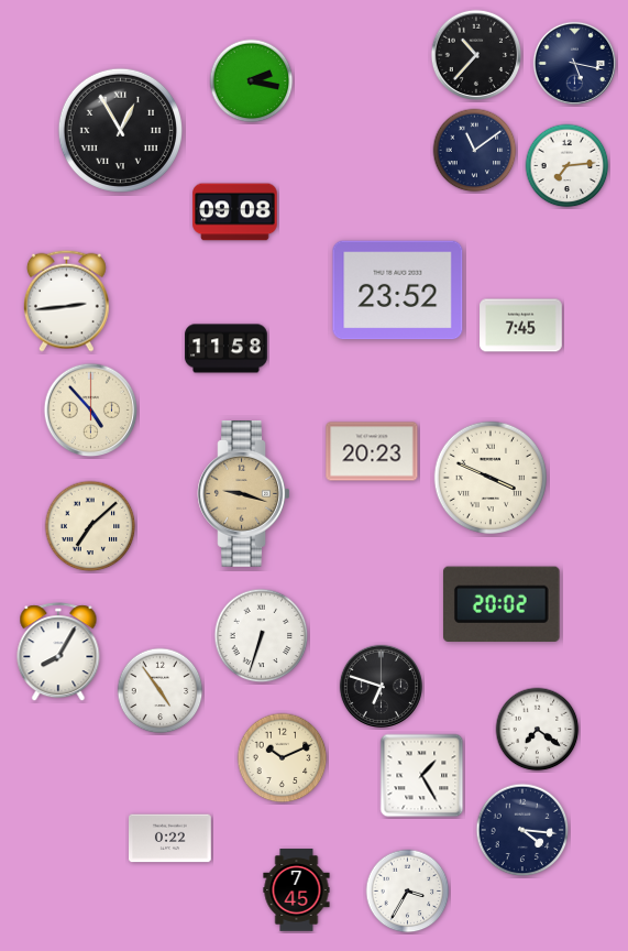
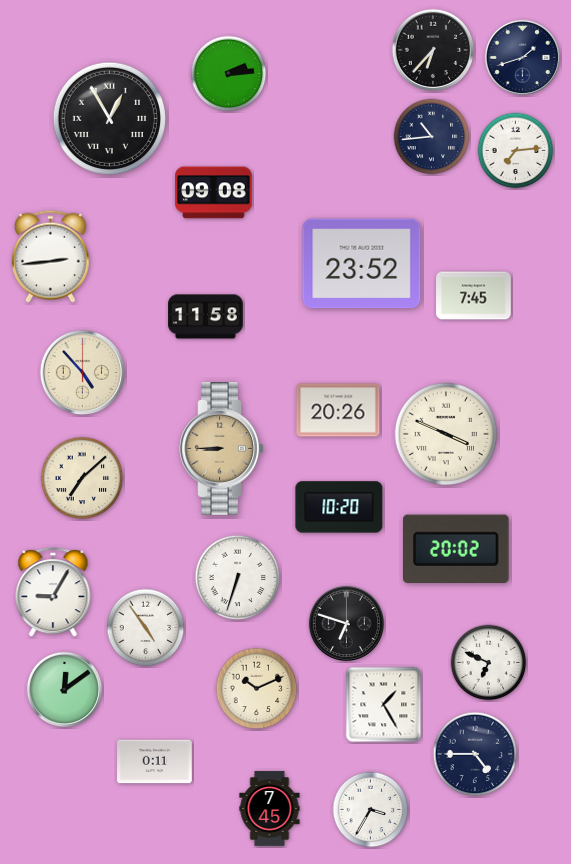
clock at (476, 55): 10:37 -> 6:37
clock at (574, 63): 5:17 -> 1:42
clock at (252, 81): 2:17 -> 2:14
clock at (475, 151): 11:09 -> 10:44
clock at (67, 300) position: (67, 300) -> (51, 256)
clock at (372, 451): 20:23 -> 20:26
clock at (244, 494): 9:18 -> 8:45
clock at (339, 507): none -> 10:20
clock at (58, 653): 8:05 -> 9:05
clock at (538, 730): 7:21 -> 6:49
clock at (64, 689): none -> 12:09
clock at (522, 830): 4:16 -> 4:45
clock at (170, 839): 0:22 -> 0:11
